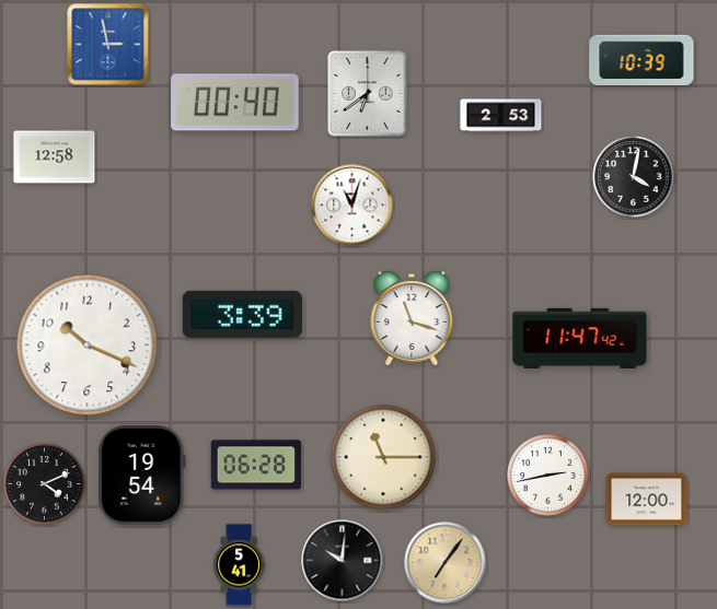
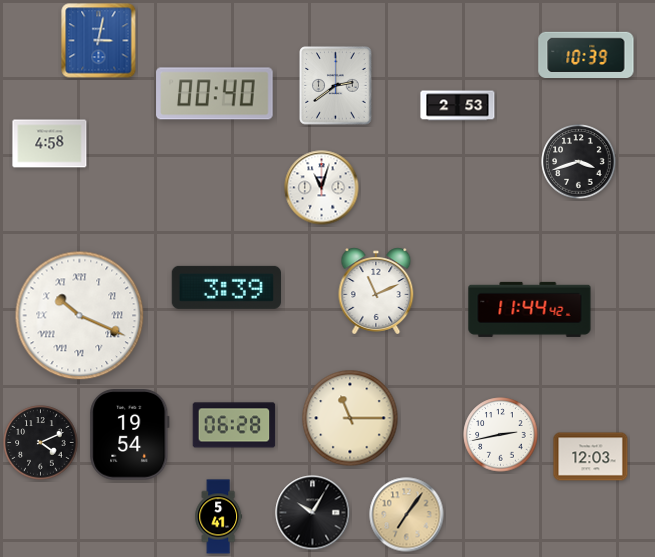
clock at (108, 45): 2:58 -> 3:02
clock at (368, 94): 6:39 -> 2:39
clock at (55, 157): 12:58 -> 4:58
clock at (634, 177): 4:02 -> 3:42
clock at (242, 314) position: (242, 314) -> (226, 287)
clock at (412, 318): 11:18 -> 11:11
clock at (580, 338): 11:47 -> 11:44
clock at (88, 346) numerals: Arabic -> Roman
clock at (647, 500): 12:00 -> 12:03
clock at (343, 561): 10:01 -> 10:05
